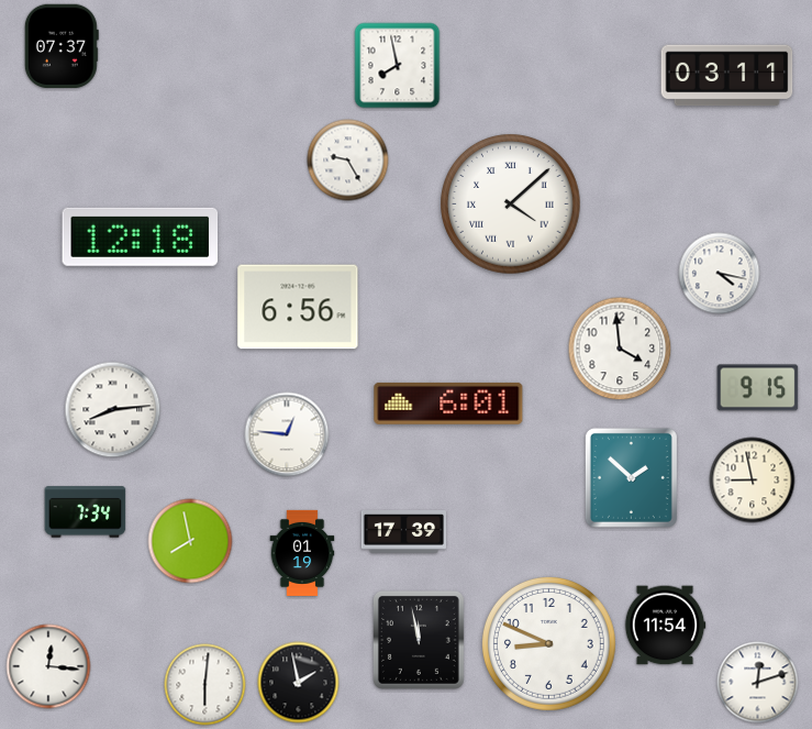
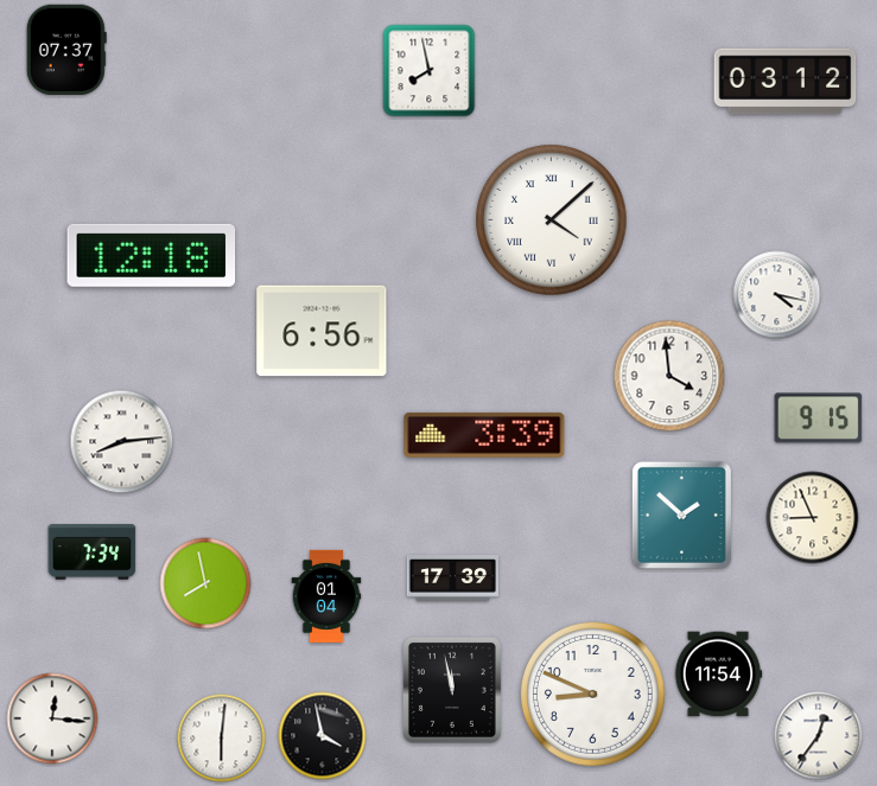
clock at (727, 76): 03:11 -> 03:12
clock at (348, 161): 9:25 -> none
clock at (448, 404): 6:01 -> 3:39
clock at (287, 434): 12:46 -> none
clock at (753, 481): 8:58 -> 8:56
clock at (403, 532) position: (403, 532) -> (452, 579)
clock at (302, 553): 01:19 -> 01:04
clock at (299, 683): 1:58 -> 3:58
clock at (758, 683): 12:12 -> 12:36
